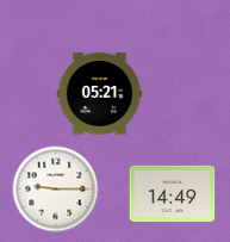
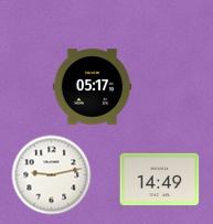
clock at (100, 94): 05:21 -> 05:17
clock at (56, 190): 9:15 -> 9:13
